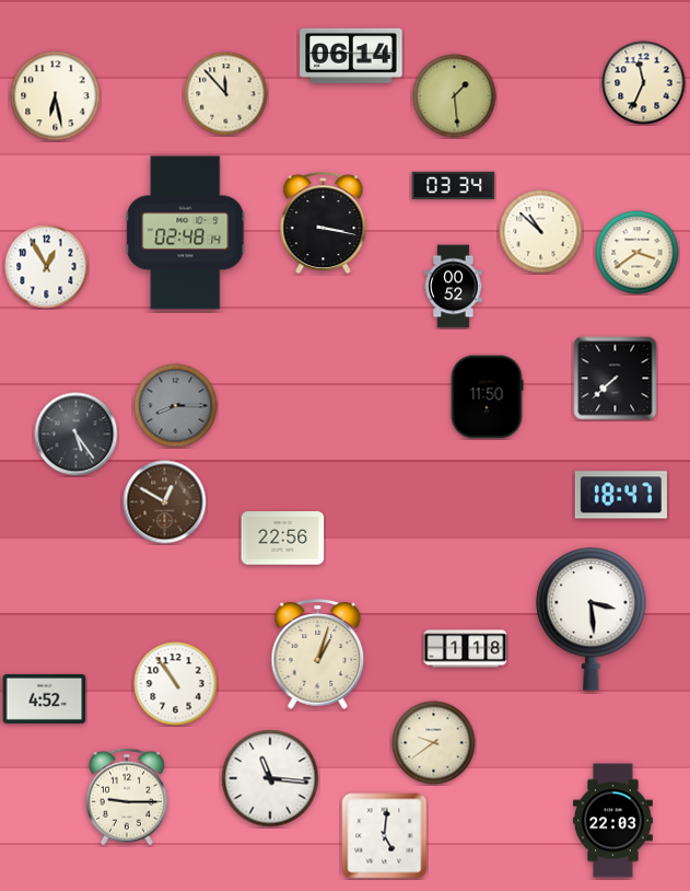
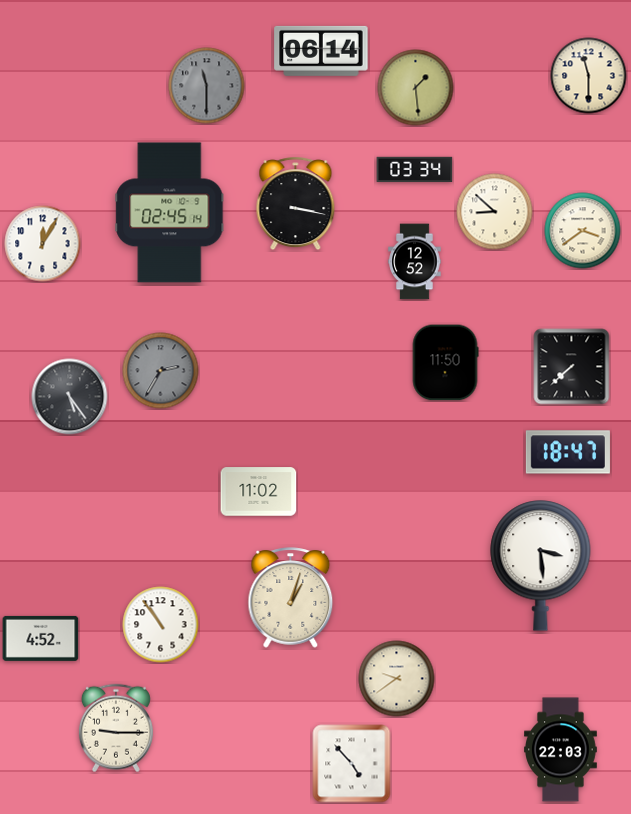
clock at (644, 83): 11:34 -> 11:30
clock at (226, 94): 11:53 -> 11:30
clock at (226, 94) dial: cream -> grey
clock at (56, 96): 6:28 -> none
clock at (541, 232): 10:52 -> 8:52
clock at (186, 233): 02:48 -> 02:45
clock at (47, 267): 12:55 -> 12:05
clock at (454, 287): 00:52 -> 12:52
clock at (616, 379) position: (616, 379) -> (572, 367)
clock at (176, 406): 8:15 -> 2:35
clock at (165, 502): 12:50 -> none
clock at (283, 539): 22:56 -> 11:02
clock at (466, 649): 1:18 -> none
clock at (270, 778): 11:16 -> none
clock at (385, 836): 5:01 -> 4:53
